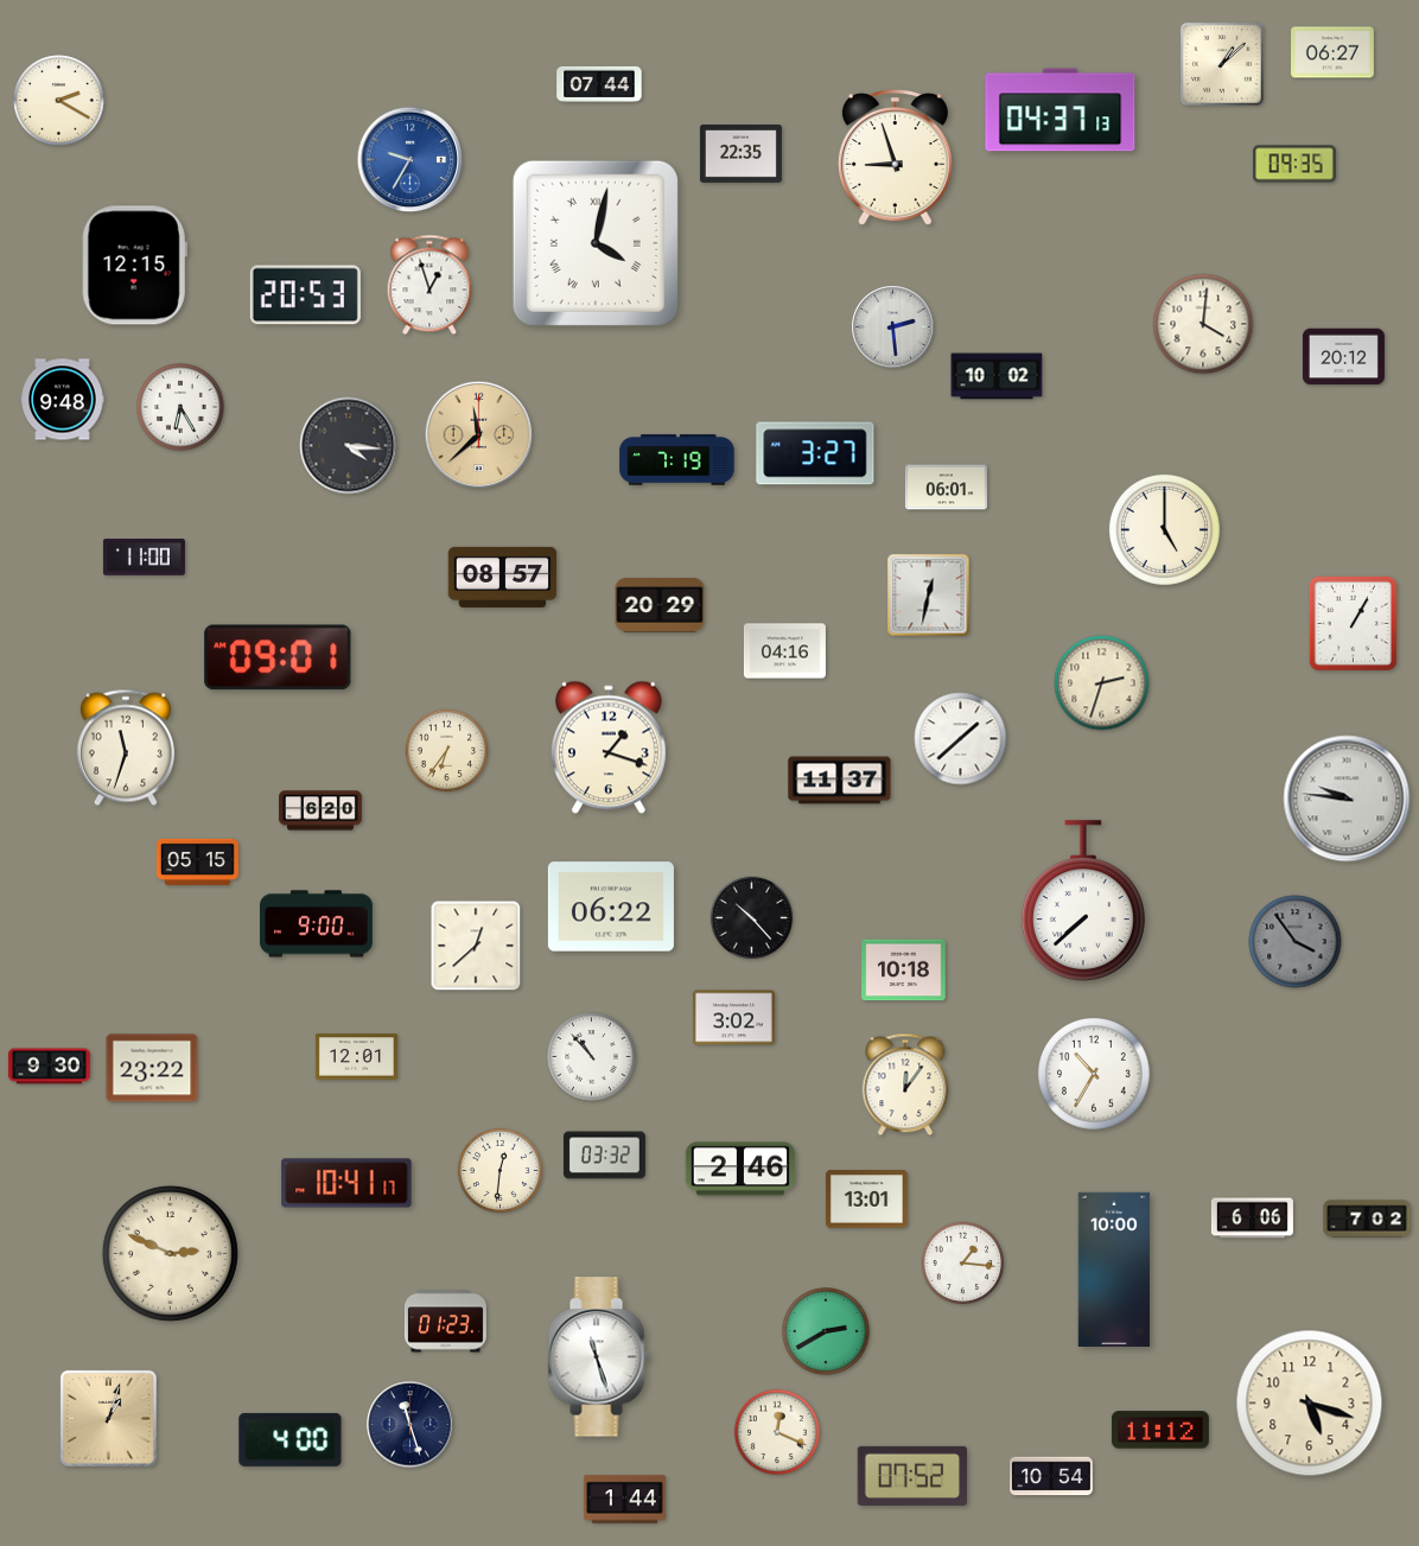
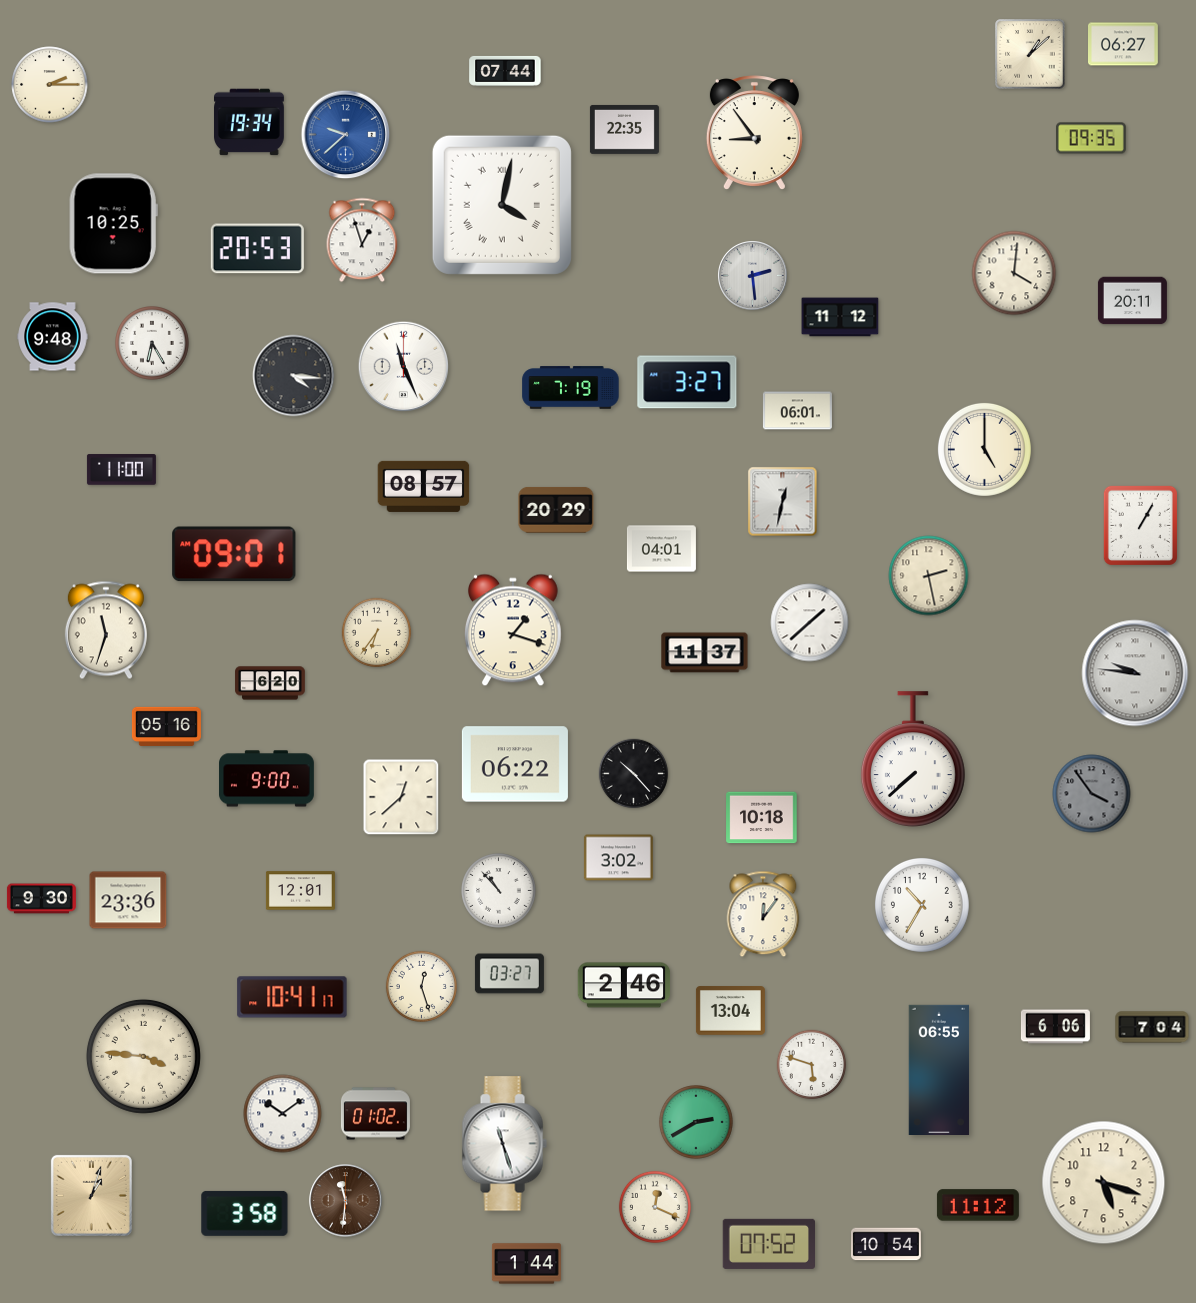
clock at (59, 101): 2:20 -> 2:15
clock at (1061, 110): 04:37 -> none
clock at (250, 122): none -> 19:34
clock at (895, 157): 8:57 -> 8:54
clock at (411, 160): 9:35 -> 9:38
clock at (134, 266): 12:15 -> 10:25
clock at (1343, 357): 20:12 -> 20:11
clock at (997, 376): 10:02 -> 11:12
clock at (479, 435): 11:38 -> 11:26
clock at (479, 435) dial: champagne -> white
clock at (1164, 529) position: (1164, 529) -> (984, 449)
clock at (784, 651): 04:16 -> 04:01
clock at (1102, 683): 2:33 -> 2:28
clock at (840, 781) position: (840, 781) -> (705, 653)
clock at (197, 861): 05:15 -> 05:16
clock at (152, 1068): 23:22 -> 23:36
clock at (604, 1156): 03:32 -> 03:27
clock at (499, 1170): 12:31 -> 12:27
clock at (866, 1200): 13:01 -> 13:04
clock at (1367, 1219): 7:02 -> 7:04
clock at (170, 1253): 2:49 -> 3:46
clock at (963, 1264): 1:16 -> 5:48
clock at (1114, 1268): 10:00 -> 06:55
clock at (283, 1114): none -> 10:09
clock at (445, 1322): 01:23 -> 01:02
clock at (411, 1425): 11:27 -> 11:31
clock at (411, 1425) dial: navy -> brown
clock at (291, 1439): 4:00 -> 3:58
